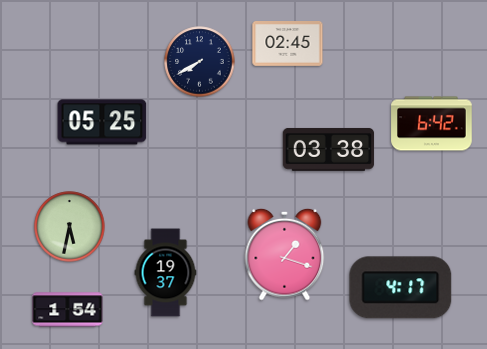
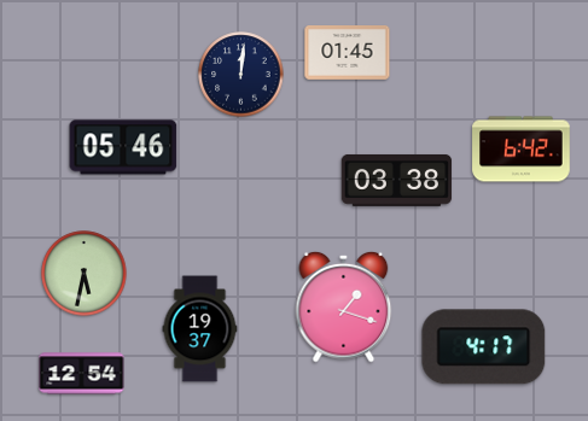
clock at (288, 44): 02:45 -> 01:45
clock at (200, 62): 7:40 -> 12:01
clock at (102, 122): 05:25 -> 05:46
clock at (68, 310): 1:54 -> 12:54
